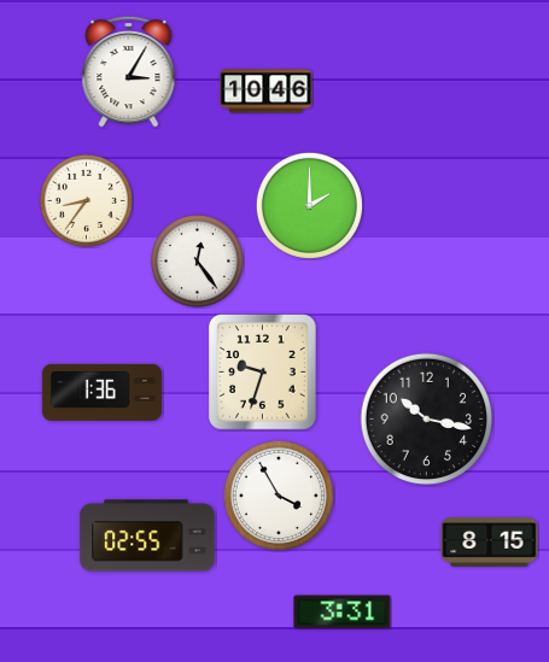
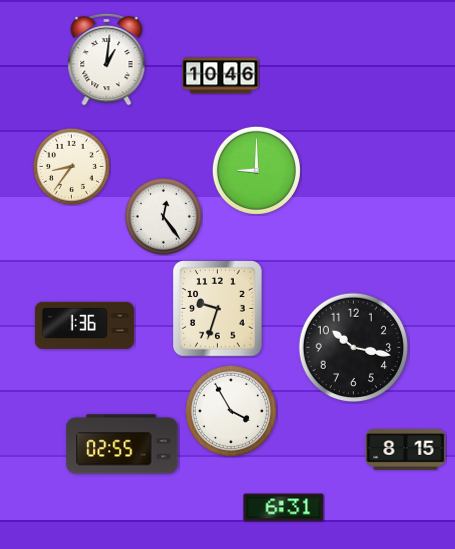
clock at (129, 71): 3:05 -> 1:01
clock at (309, 205): 2:00 -> 9:00
clock at (343, 613): 3:31 -> 6:31
